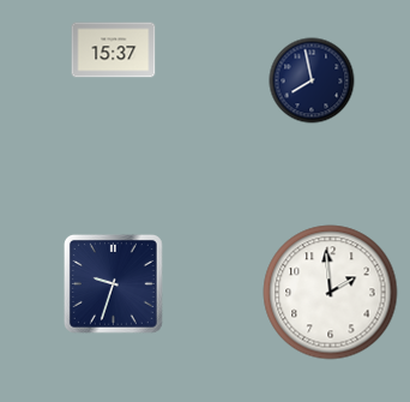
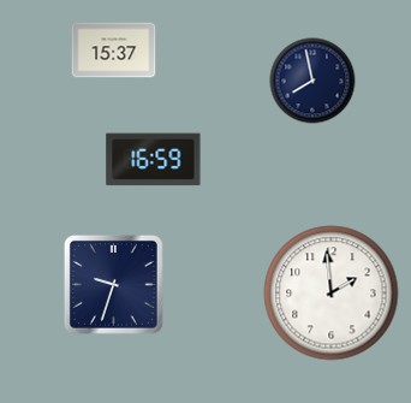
clock at (154, 160): none -> 16:59
